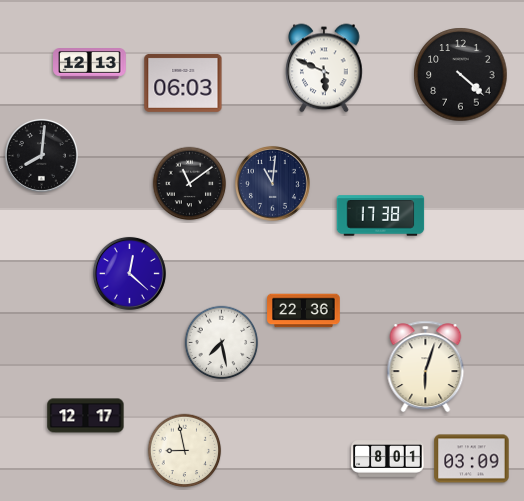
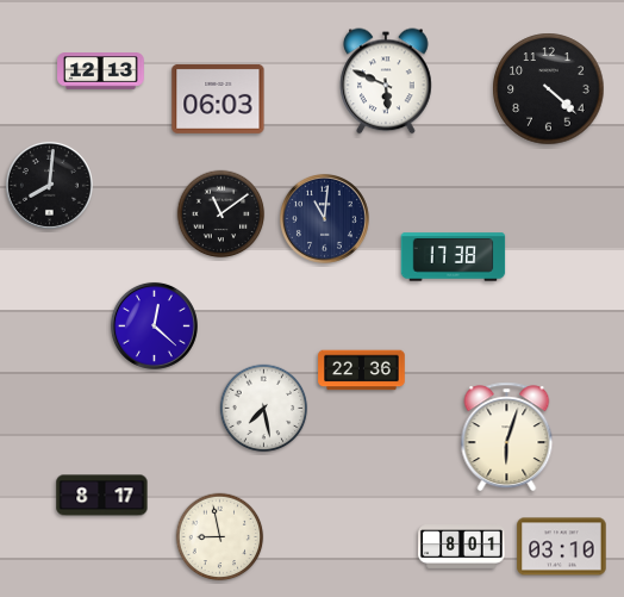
clock at (90, 64) position: (90, 64) -> (101, 71)
clock at (190, 184) position: (190, 184) -> (221, 214)
clock at (86, 416): 12:17 -> 8:17
clock at (472, 459): 03:09 -> 03:10
